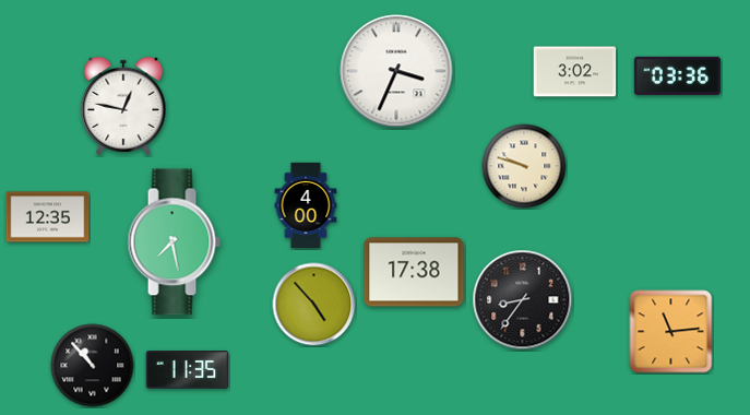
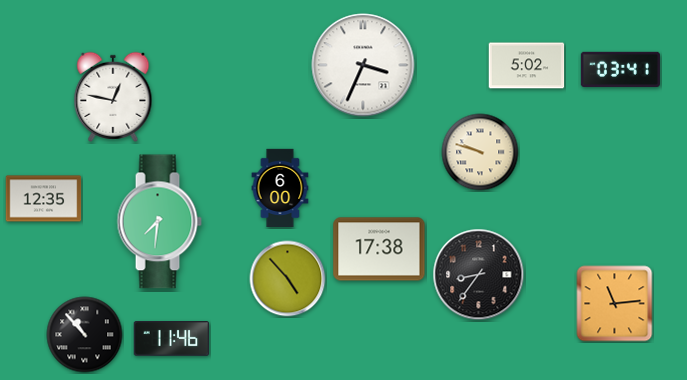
clock at (575, 72): 3:02 -> 5:02
clock at (677, 75): 03:36 -> 03:41
clock at (306, 204): 4:00 -> 6:00
clock at (174, 242): 7:28 -> 7:31
clock at (188, 370): 11:35 -> 11:46
